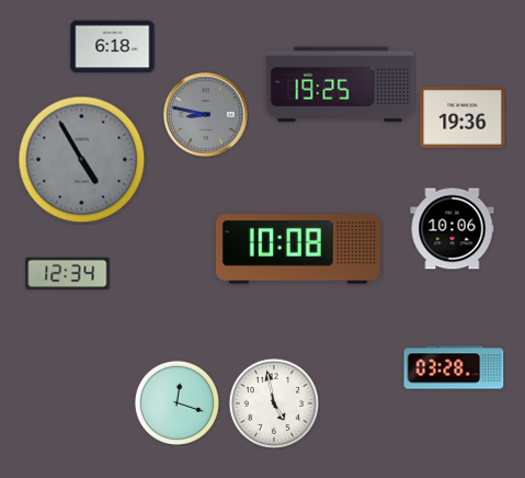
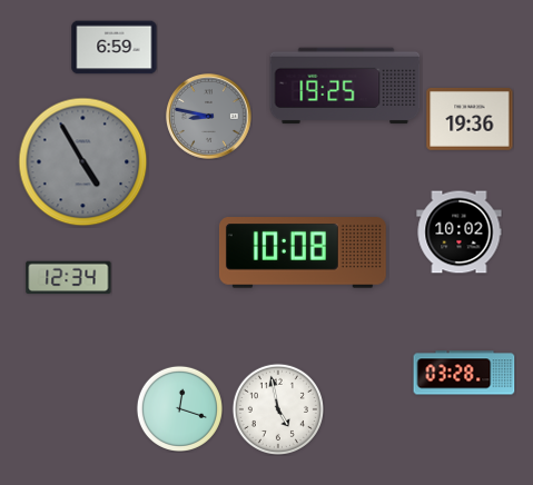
clock at (113, 47): 6:18 -> 6:59
clock at (453, 229): 10:06 -> 10:02
clock at (454, 367) position: (454, 367) -> (464, 373)
